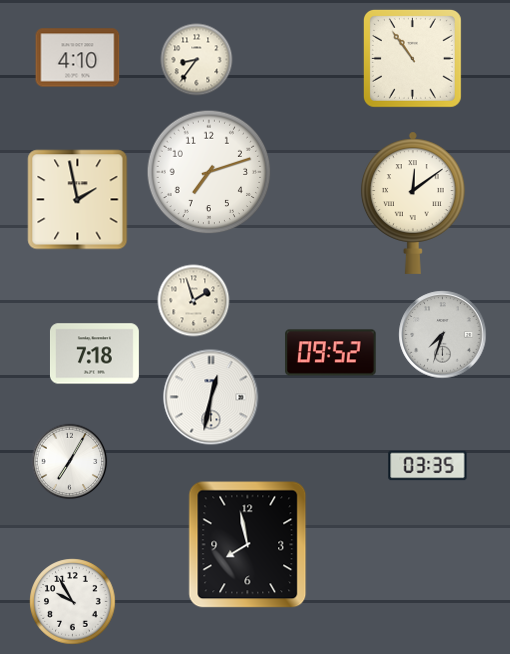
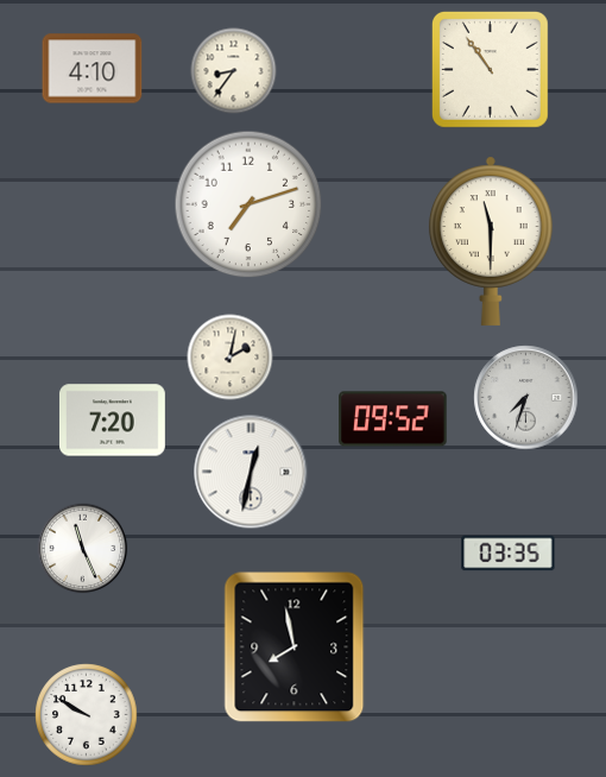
clock at (78, 200): 1:58 -> none
clock at (413, 203): 12:09 -> 11:30
clock at (194, 301): 1:57 -> 2:02
clock at (94, 354): 7:18 -> 7:20
clock at (70, 462): 7:05 -> 11:26
clock at (73, 602): 9:55 -> 9:50
